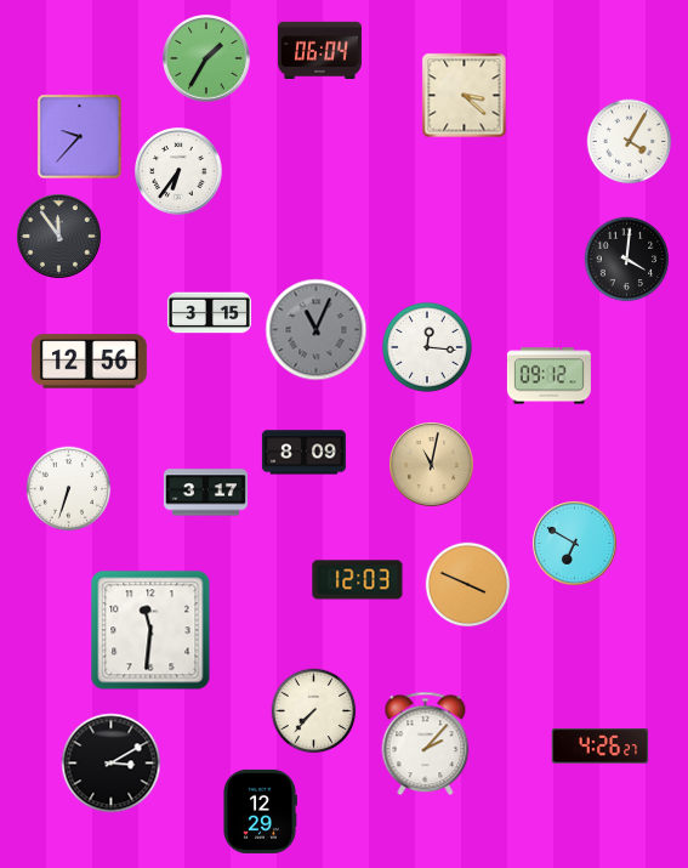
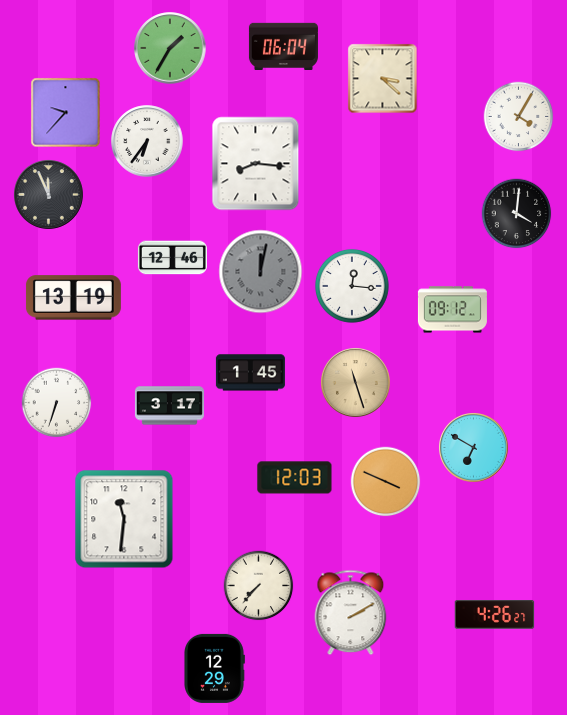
clock at (319, 50) position: (319, 50) -> (283, 46)
clock at (256, 164): none -> 8:16
clock at (59, 237): 11:54 -> 11:56
clock at (209, 313): 3:15 -> 12:46
clock at (317, 330): 11:04 -> 12:02
clock at (89, 362): 12:56 -> 13:19
clock at (303, 453): 8:09 -> 1:45
clock at (432, 465): 11:02 -> 11:27
clock at (426, 744): 2:07 -> 2:10
clock at (112, 764): 3:10 -> none
